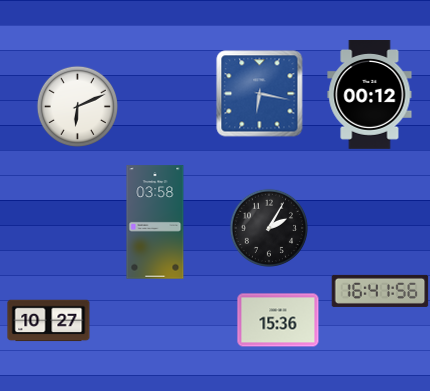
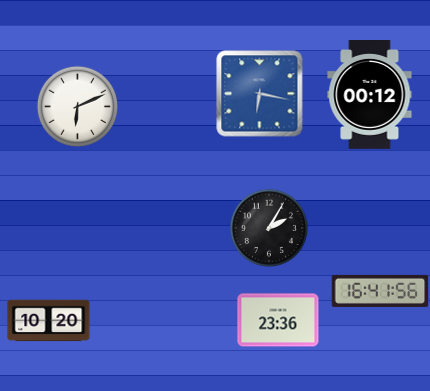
clock at (155, 222): 03:58 -> none
clock at (278, 320): 15:36 -> 23:36
clock at (49, 321): 10:27 -> 10:20
